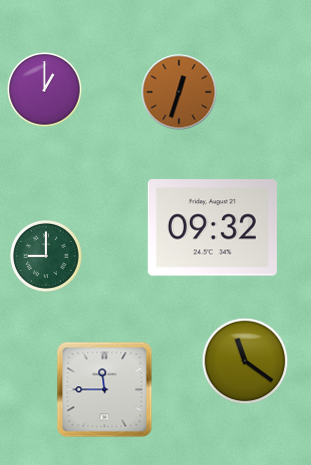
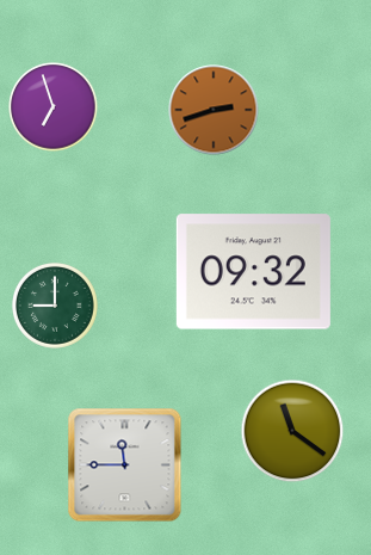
clock at (45, 90): 1:00 -> 6:57
clock at (179, 92): 12:33 -> 2:42
